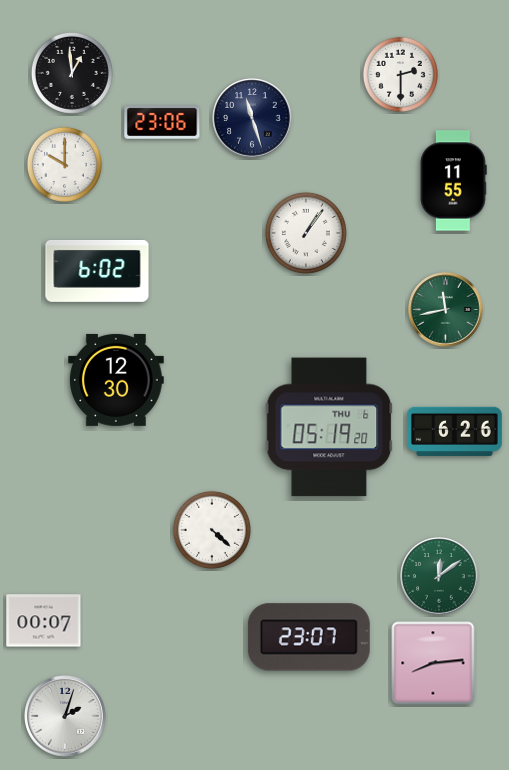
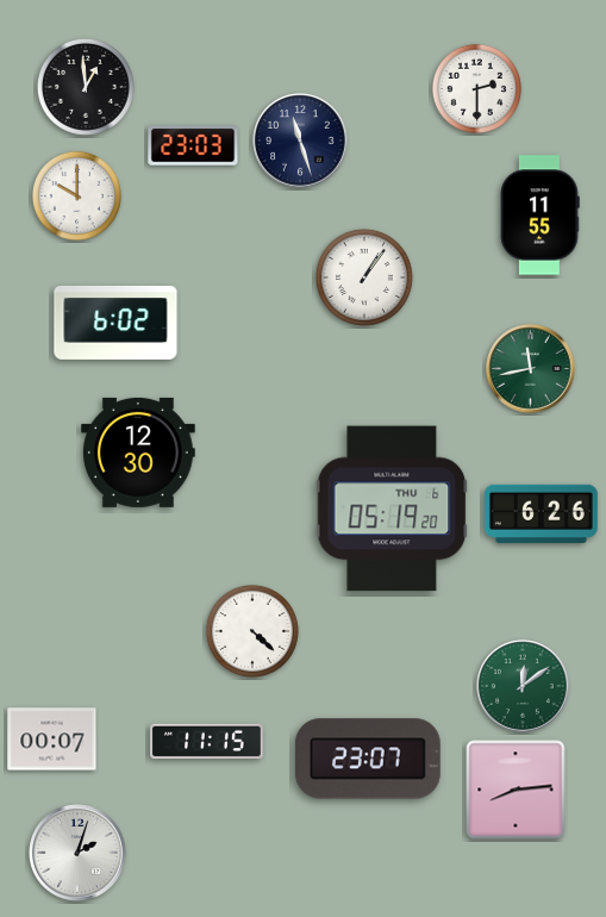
clock at (162, 122): 23:06 -> 23:03
clock at (207, 742): none -> 11:15
